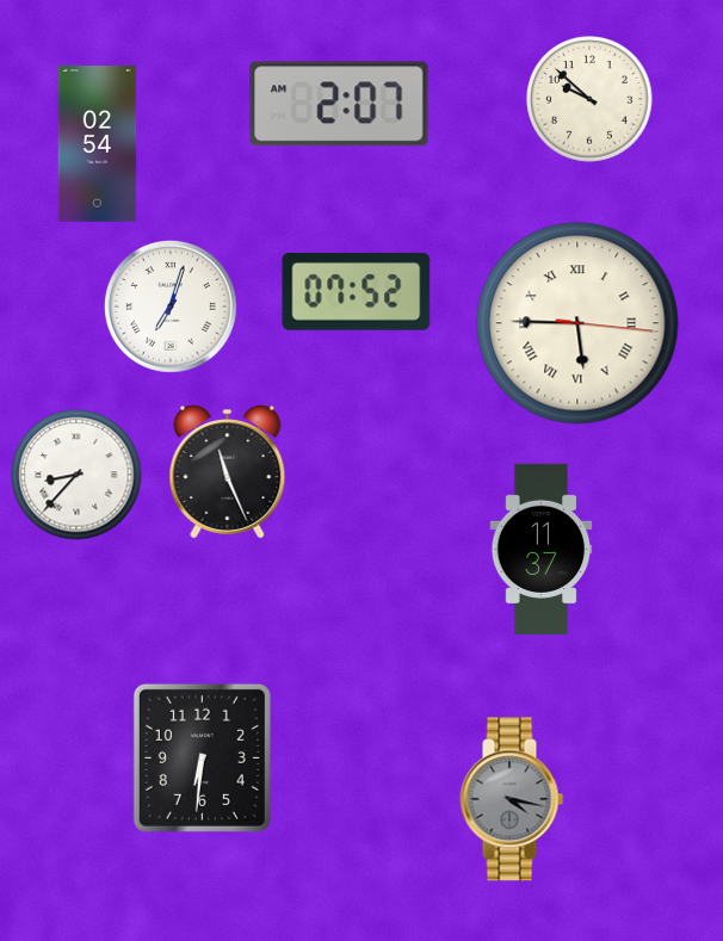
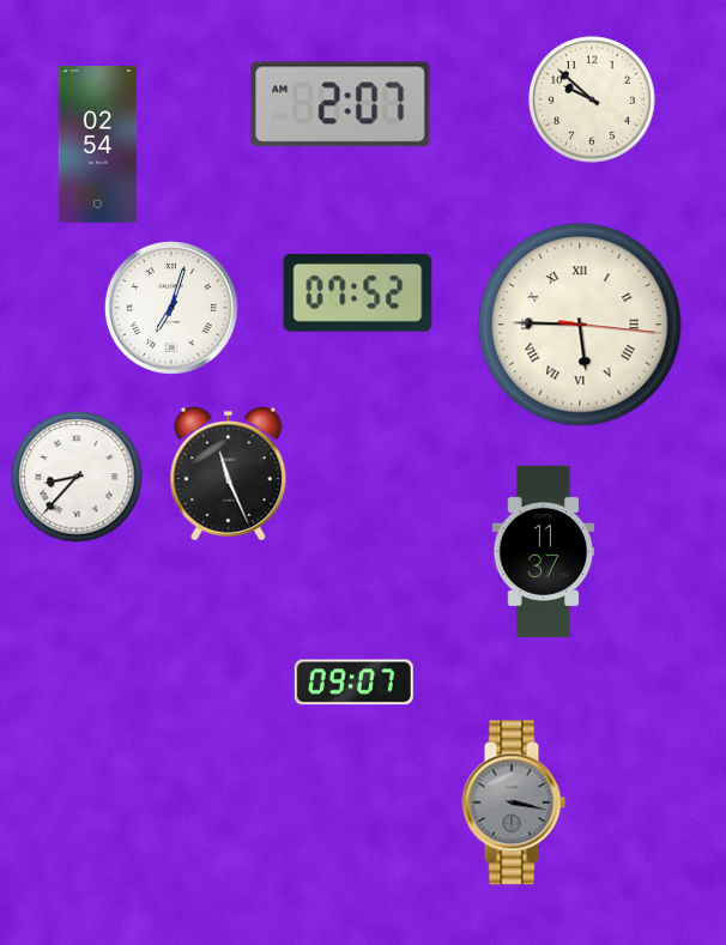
clock at (353, 683): none -> 09:07
clock at (202, 757): 6:31 -> none
clock at (512, 799): 4:17 -> 3:17
